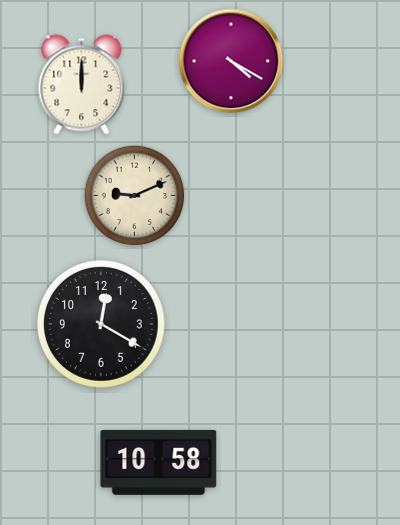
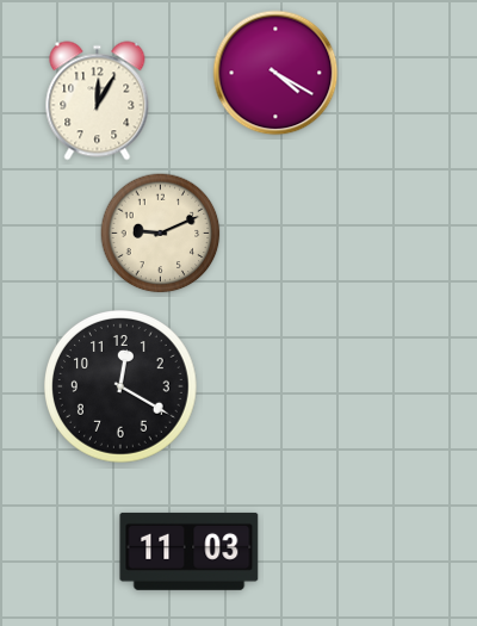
clock at (82, 85): 12:00 -> 12:05
clock at (159, 462): 10:58 -> 11:03
